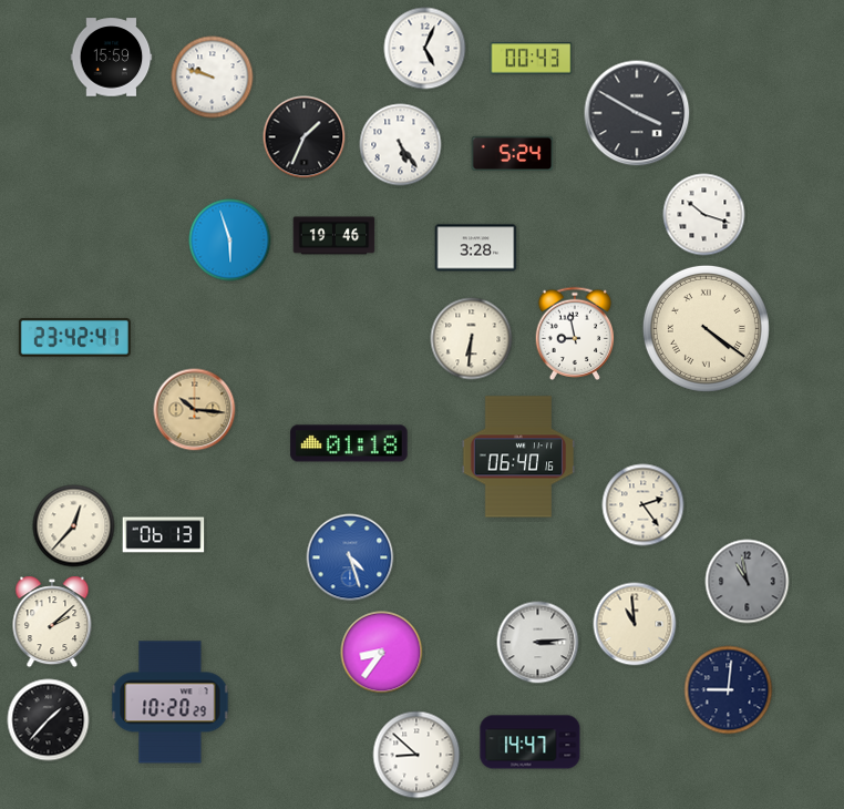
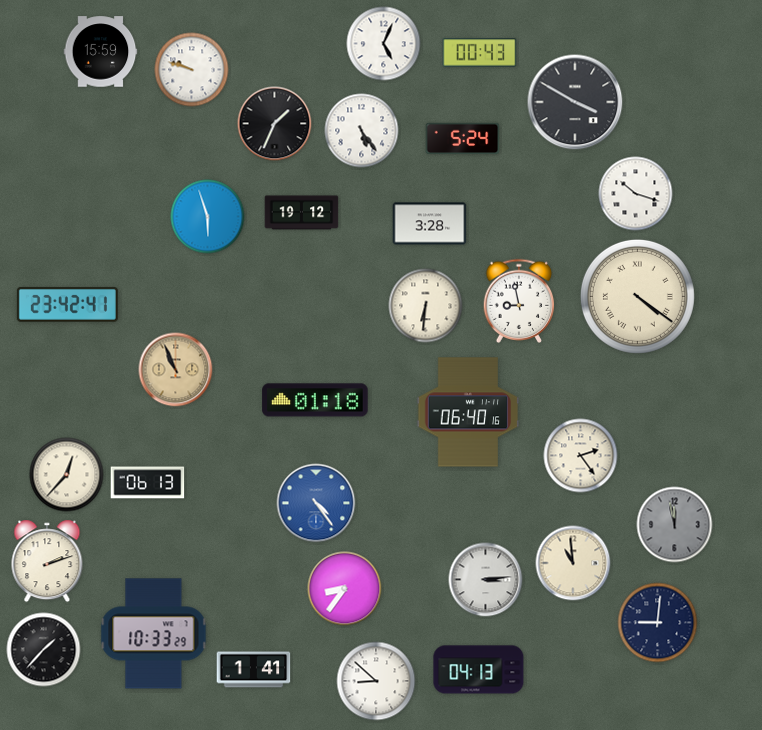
clock at (334, 236): 19:46 -> 19:12
clock at (195, 410): 10:16 -> 10:56
clock at (350, 557): 4:27 -> 4:24
clock at (748, 582): 10:58 -> 11:58
clock at (52, 622): 2:08 -> 2:12
clock at (171, 703): 10:20 -> 10:33
clock at (254, 670): none -> 1:41
clock at (531, 743): 14:47 -> 04:13
